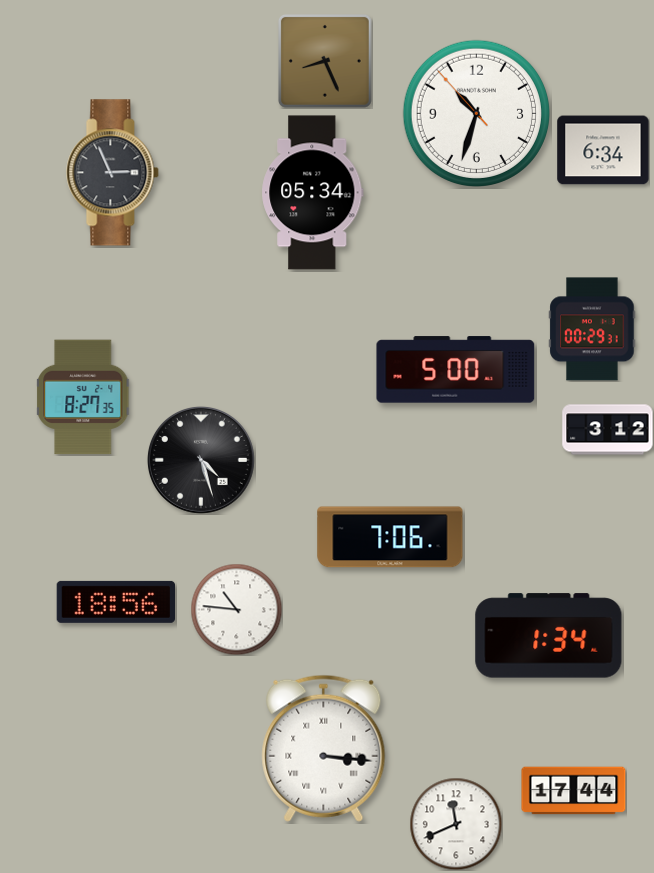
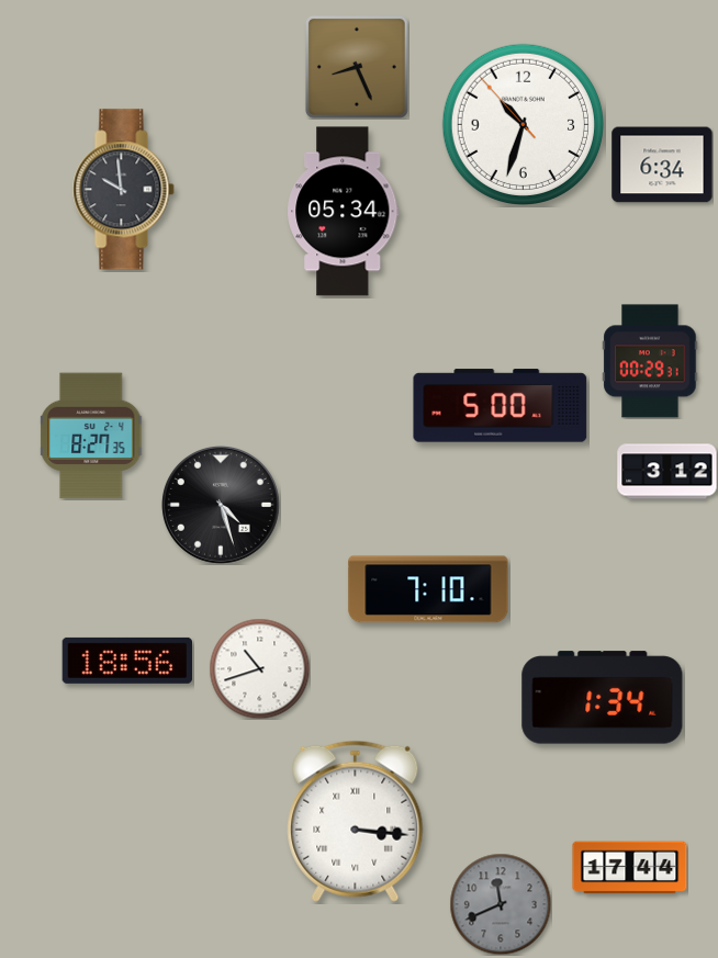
clock at (113, 173): 2:56 -> 9:59
clock at (390, 537): 7:06 -> 7:10
clock at (236, 609): 10:46 -> 10:42
clock at (456, 824) dial: white -> grey
